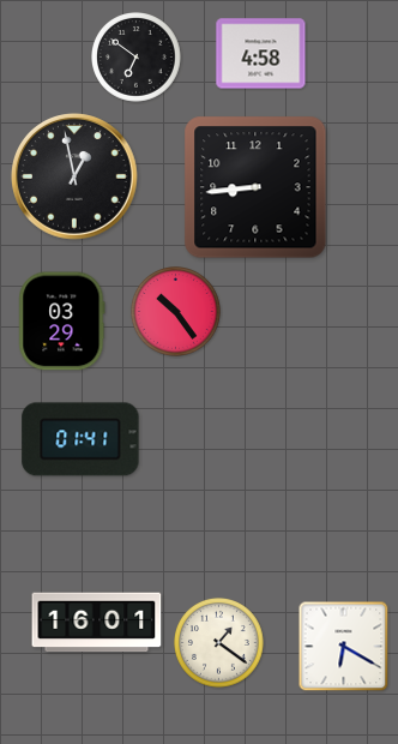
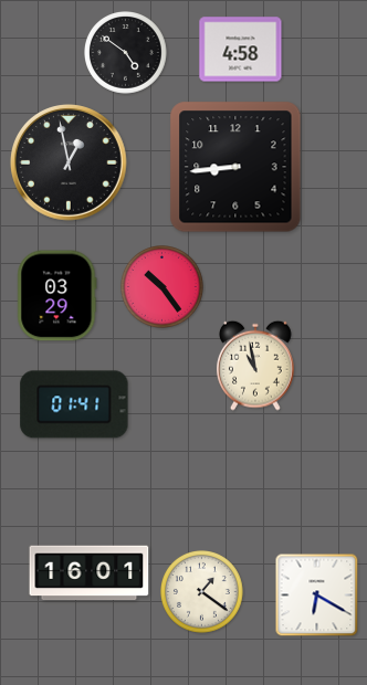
clock at (137, 58): 6:51 -> 4:51
clock at (255, 187) position: (255, 187) -> (235, 167)
clock at (256, 366): none -> 10:58
